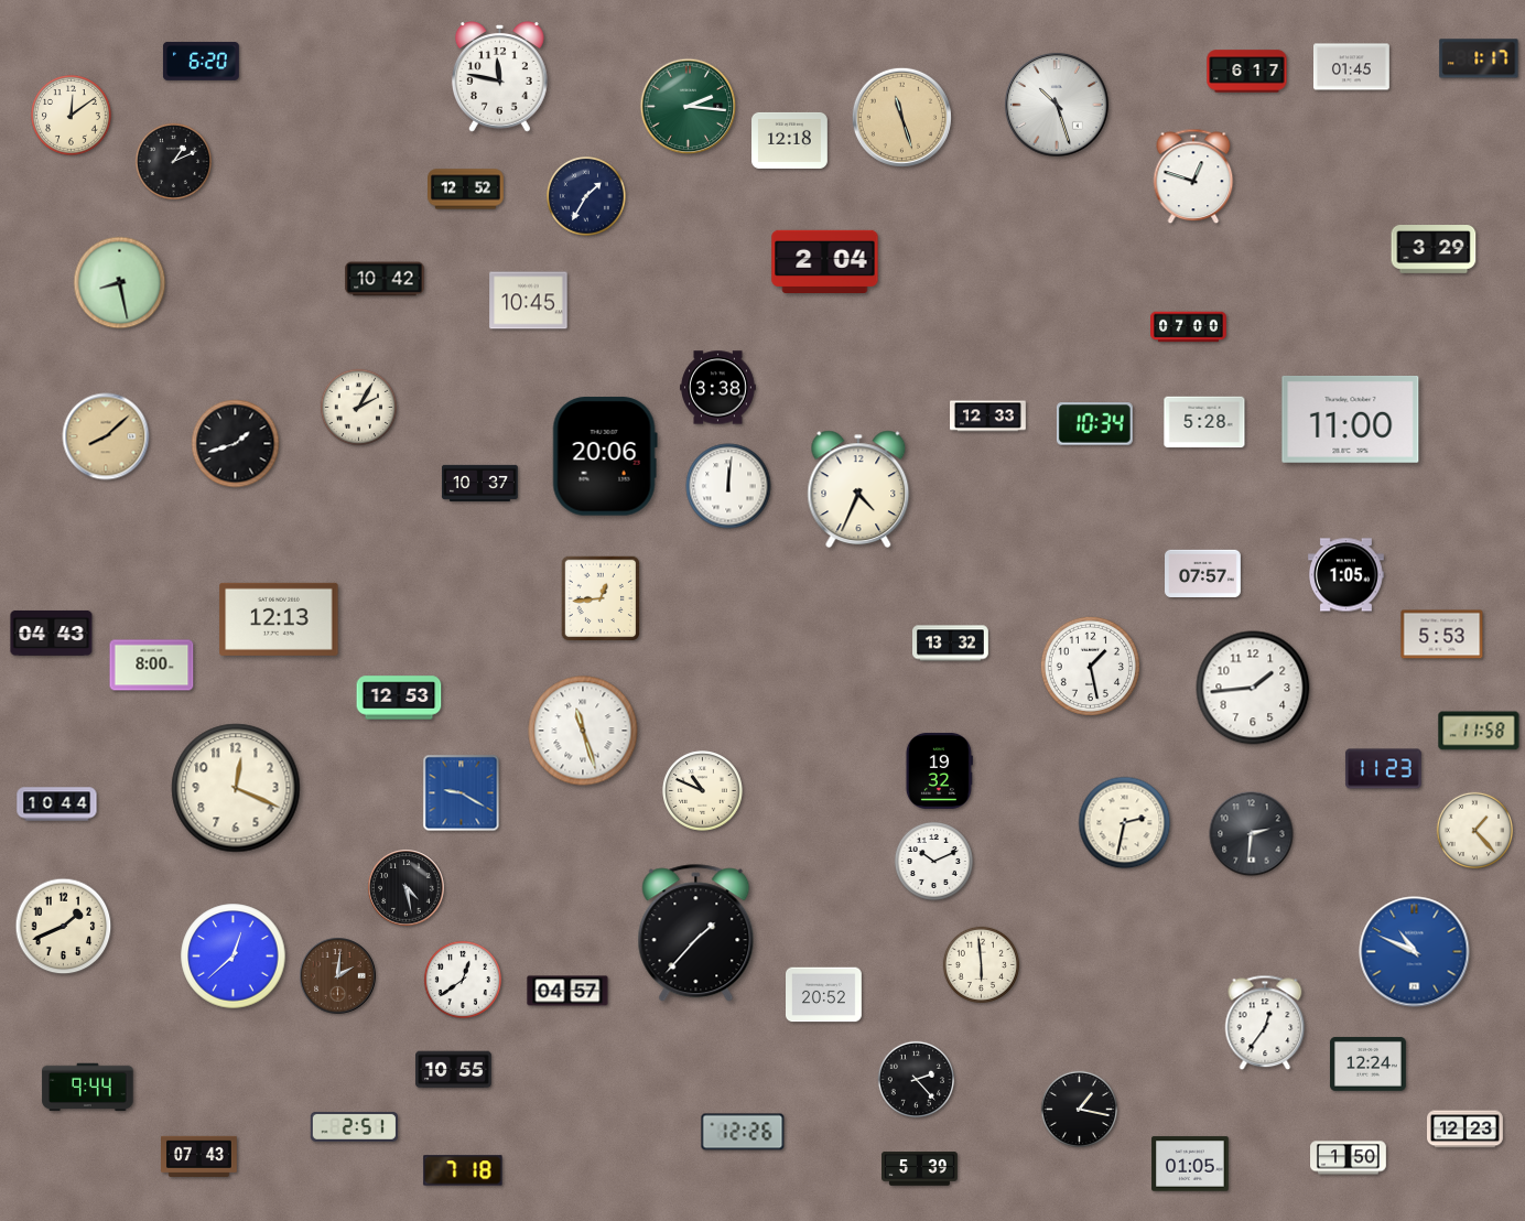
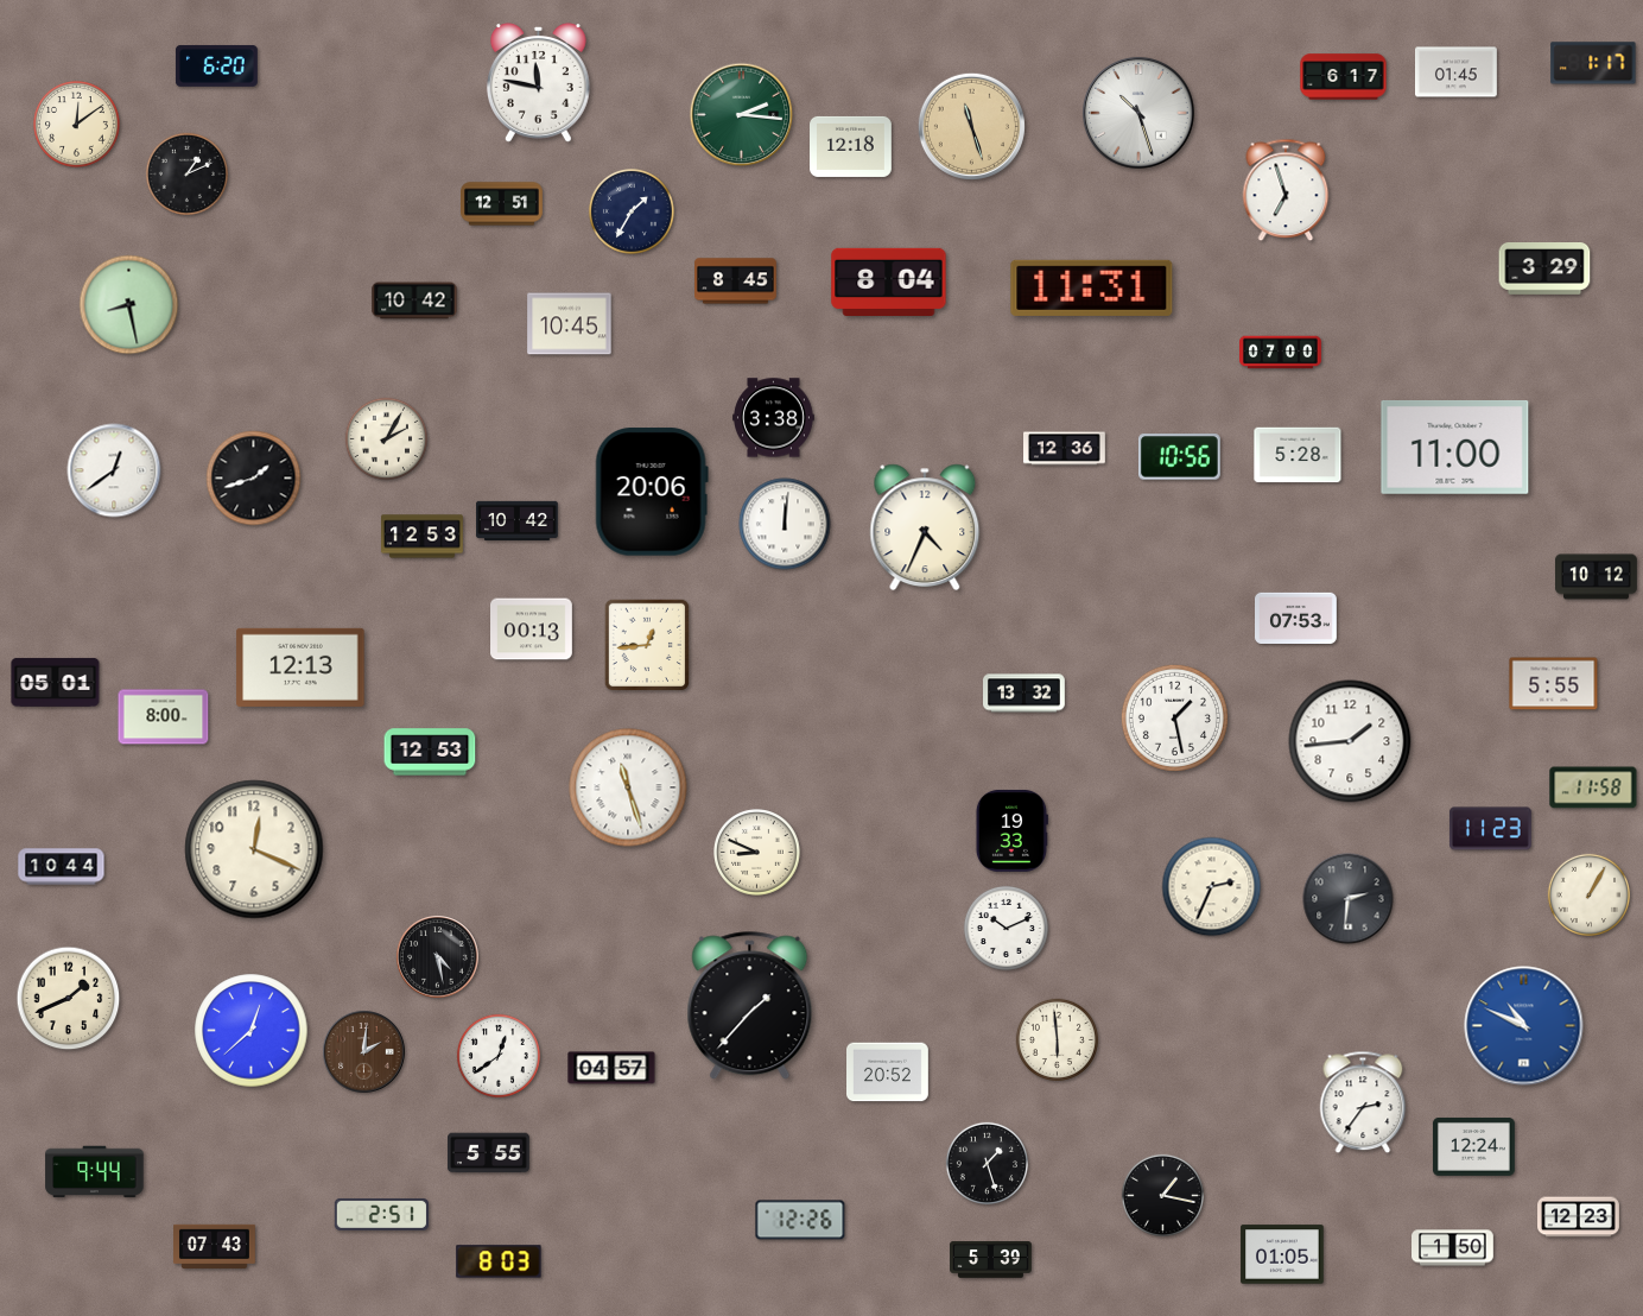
clock at (790, 140) position: (790, 140) -> (851, 146)
clock at (1193, 176): 12:48 -> 6:57
clock at (466, 190): 12:52 -> 12:51
clock at (736, 281): none -> 8:45
clock at (825, 261): 2:04 -> 8:04
clock at (1092, 287): none -> 11:31
clock at (988, 417): 12:33 -> 12:36
clock at (1351, 419) position: (1351, 419) -> (1455, 447)
clock at (1094, 424): 10:34 -> 10:56
clock at (106, 436): 8:08 -> 12:39
clock at (106, 436) dial: champagne -> white
clock at (480, 483): 10:37 -> 10:42
clock at (423, 537): none -> 12:53
clock at (1597, 577): none -> 10:12
clock at (1203, 573): 07:57 -> 07:53
clock at (1346, 575): 1:05 -> none
clock at (532, 629): none -> 00:13
clock at (52, 634): 04:43 -> 05:01
clock at (1442, 635): 5:53 -> 5:55
clock at (939, 770): 19:32 -> 19:33
clock at (703, 791): 10:49 -> 8:49
clock at (462, 793): 9:20 -> none
clock at (1125, 823): 2:32 -> 2:34
clock at (1474, 830): 1:23 -> 1:05
clock at (1265, 1023): 12:36 -> 2:36
clock at (454, 1070): 10:55 -> 5:55
clock at (916, 1079): 2:23 -> 1:27
clock at (463, 1170): 7:18 -> 8:03
